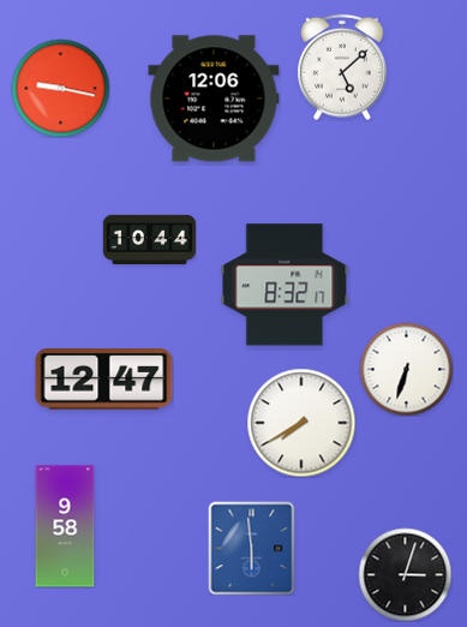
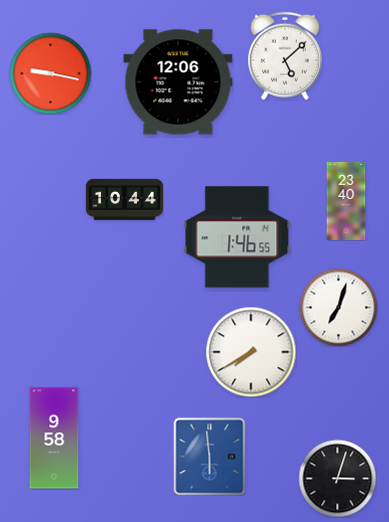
clock at (346, 201): none -> 23:40
clock at (285, 285): 8:32 -> 1:46
clock at (406, 369): 6:33 -> 7:03
clock at (104, 380): 12:47 -> none
